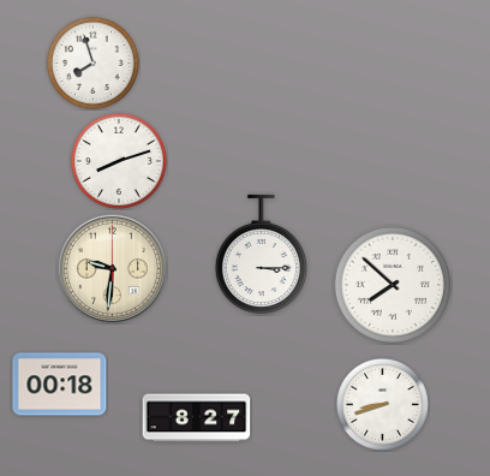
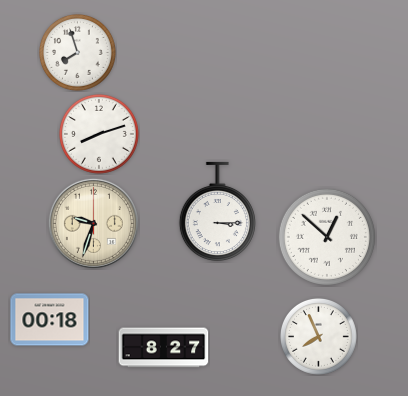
clock at (112, 268): 9:31 -> 9:33
clock at (393, 285): 7:52 -> 12:52
clock at (382, 404): 8:42 -> 7:56
